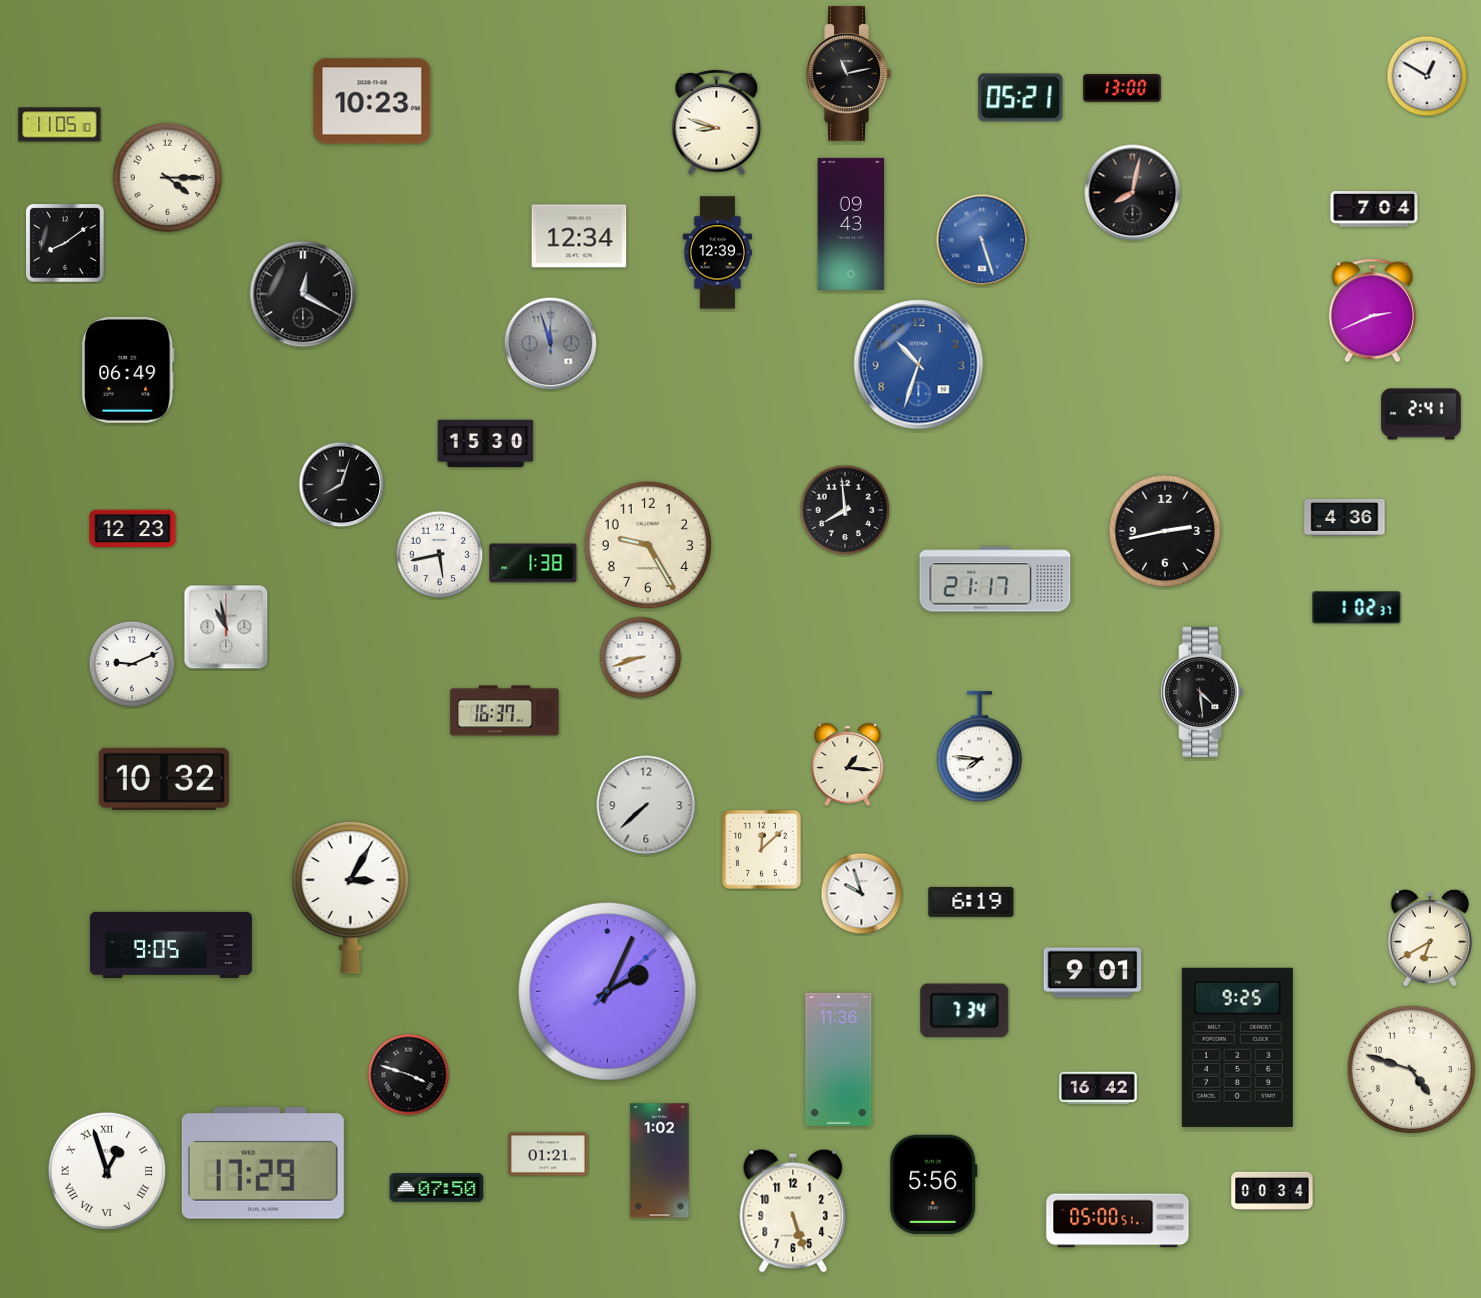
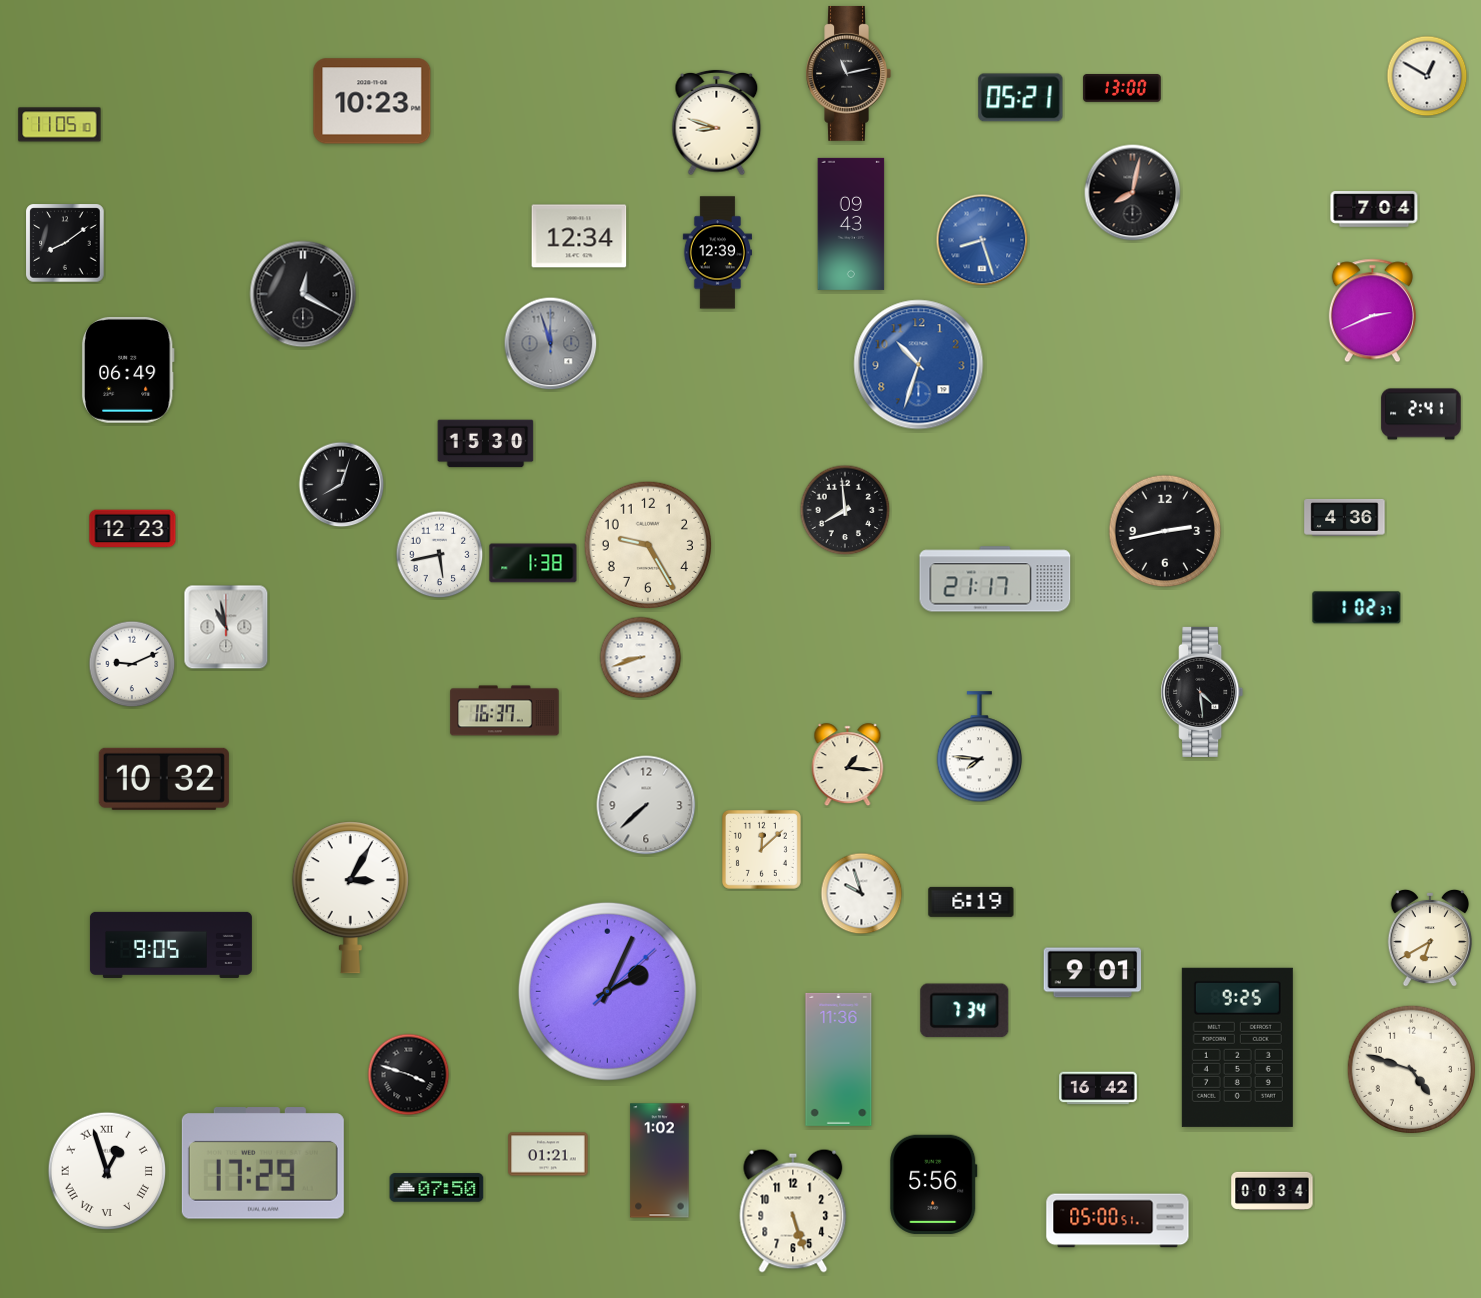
clock at (168, 178): 4:15 -> none
clock at (982, 240): 5:27 -> 8:27
